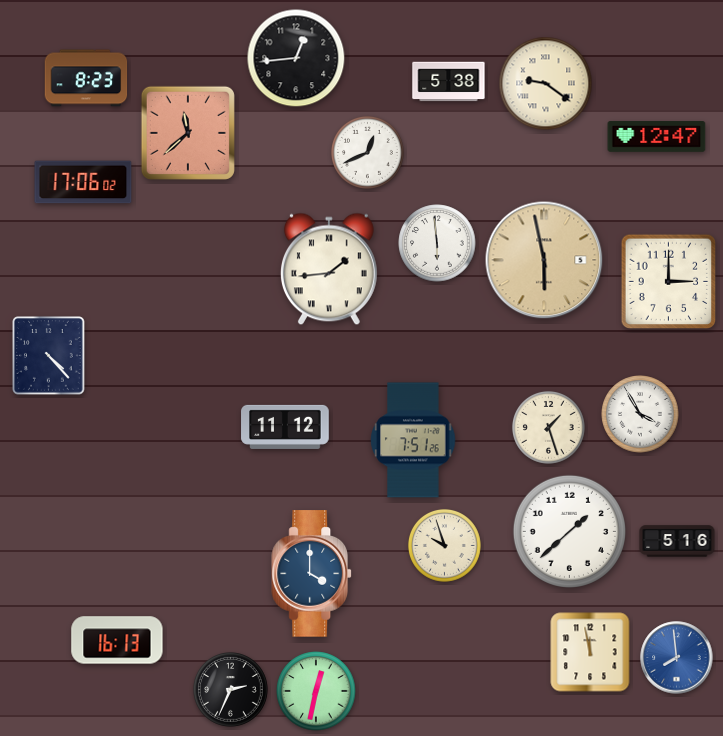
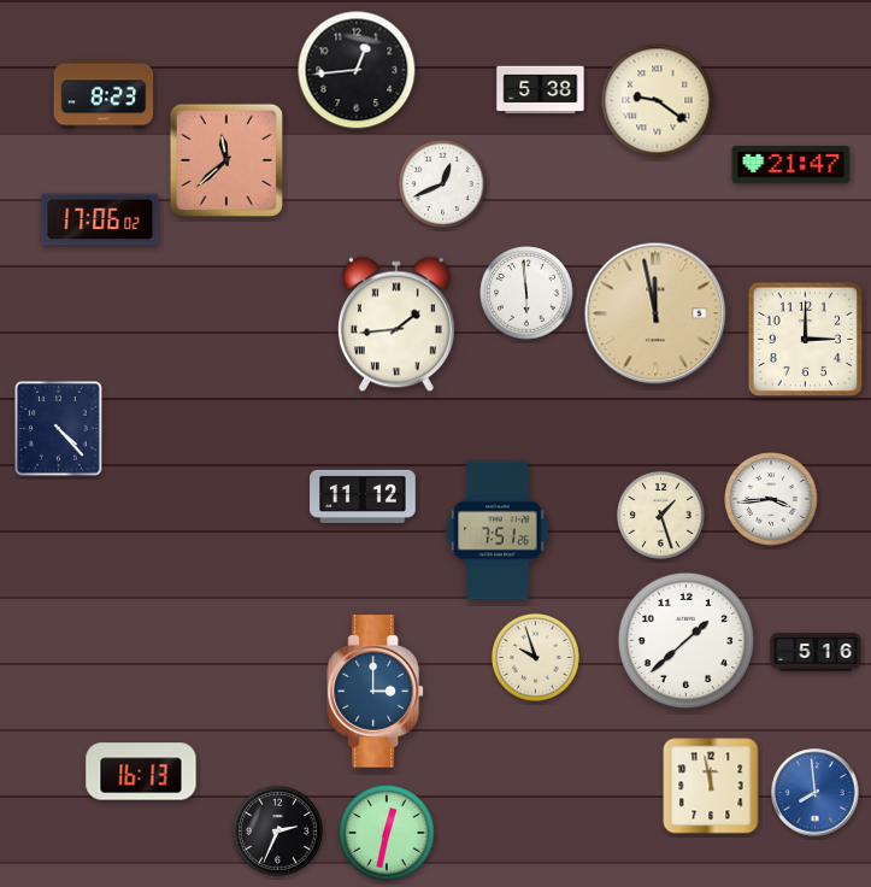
clock at (449, 82) position: (449, 82) -> (541, 90)
clock at (657, 137): 12:47 -> 21:47
clock at (544, 260): 5:58 -> 11:58
clock at (640, 414): 3:55 -> 3:44
clock at (285, 427) position: (285, 427) -> (363, 497)
clock at (312, 574): 4:00 -> 3:00
clock at (316, 691) position: (316, 691) -> (387, 833)
